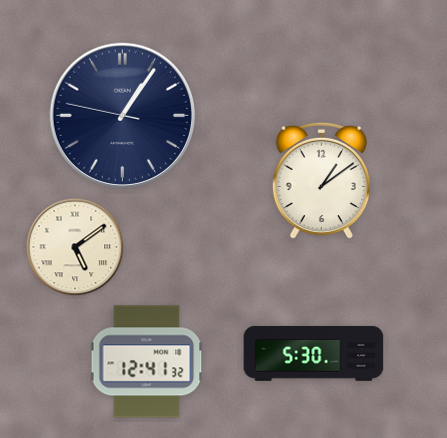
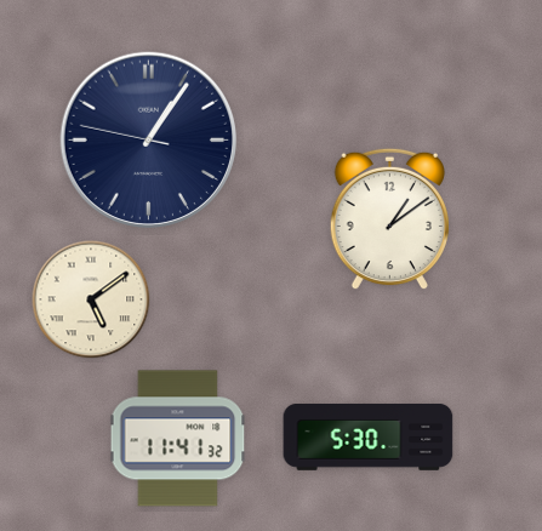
clock at (314, 354) position: (314, 354) -> (369, 438)
clock at (147, 362): 12:41 -> 11:41
